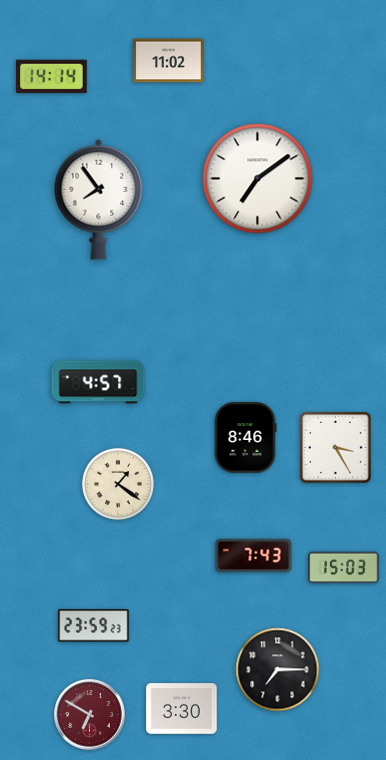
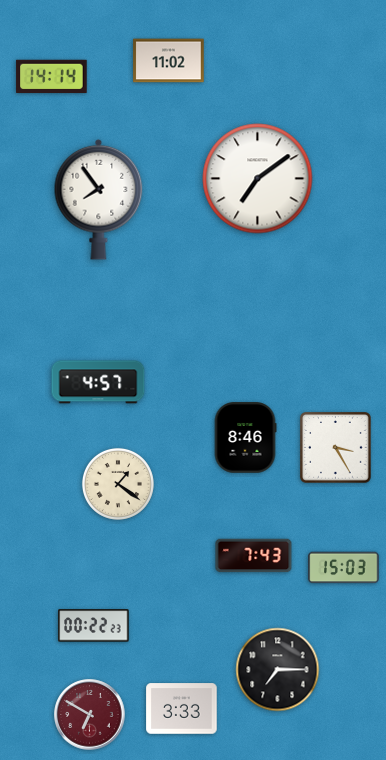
clock at (94, 626): 23:59 -> 00:22
clock at (182, 709): 3:30 -> 3:33
